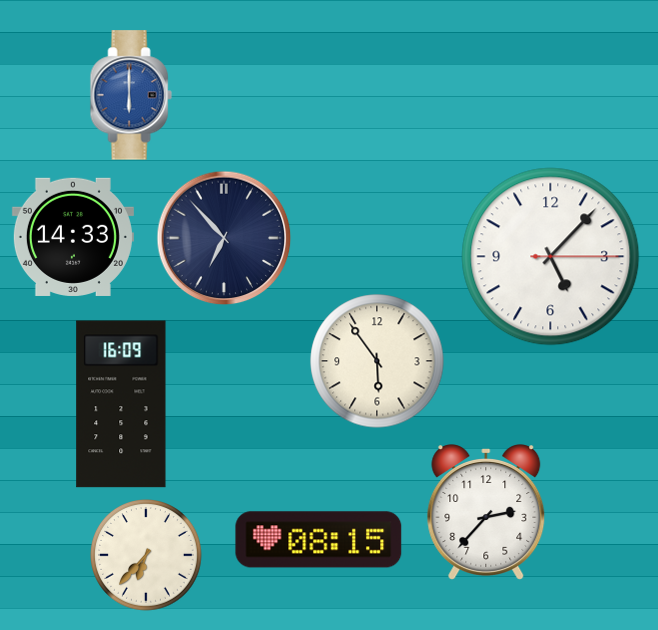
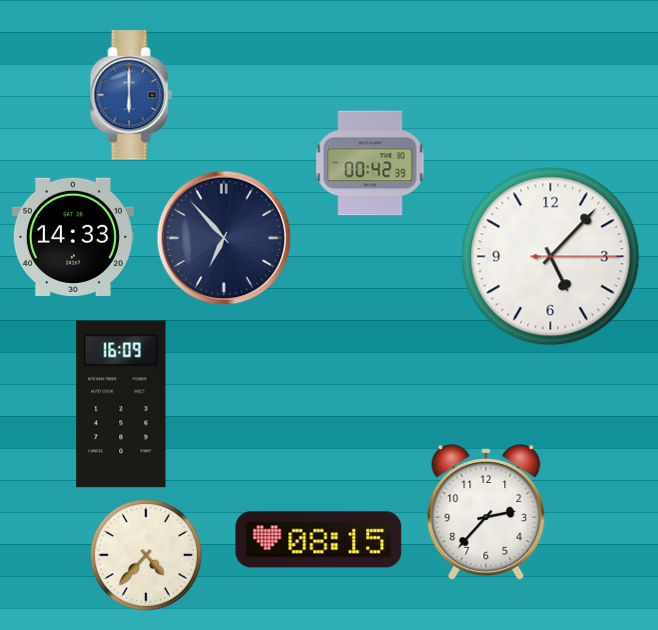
clock at (370, 163): none -> 00:42
clock at (377, 361): 5:54 -> none
clock at (147, 556): 6:37 -> 4:37
